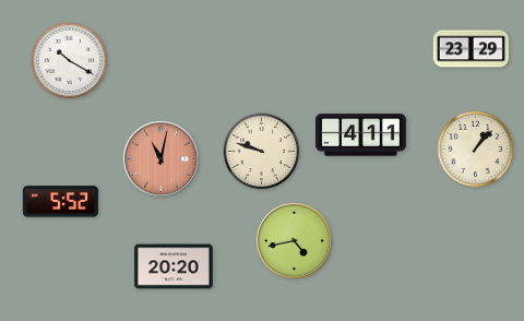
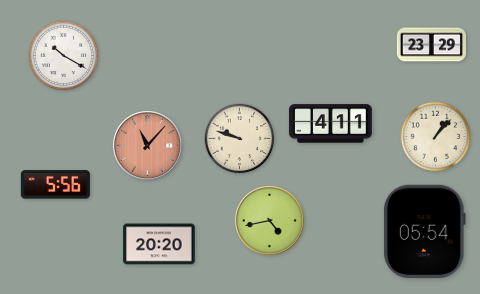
clock at (160, 158): 11:02 -> 11:07
clock at (60, 202): 5:52 -> 5:56
clock at (424, 231): none -> 05:54
